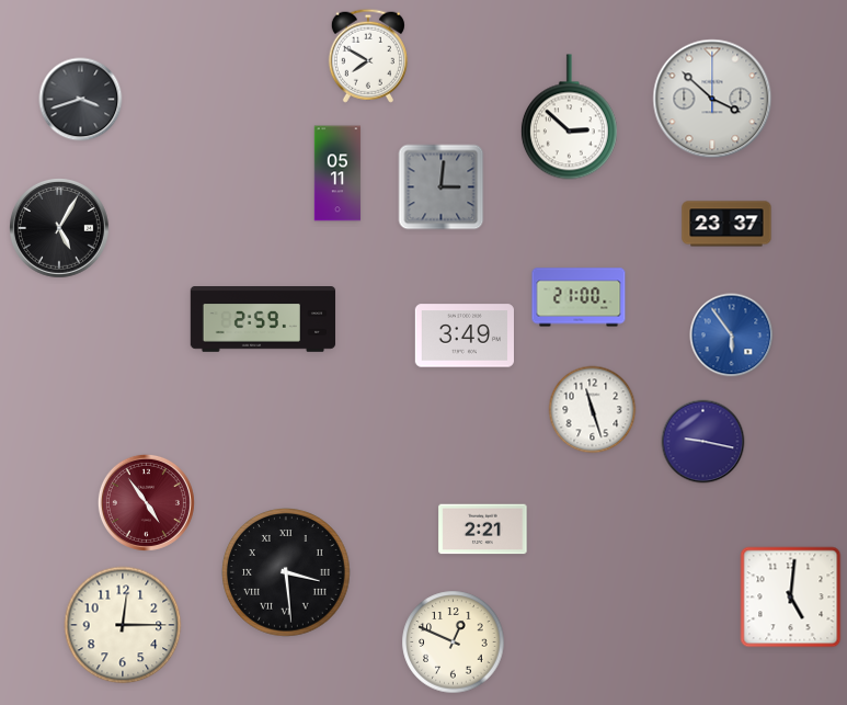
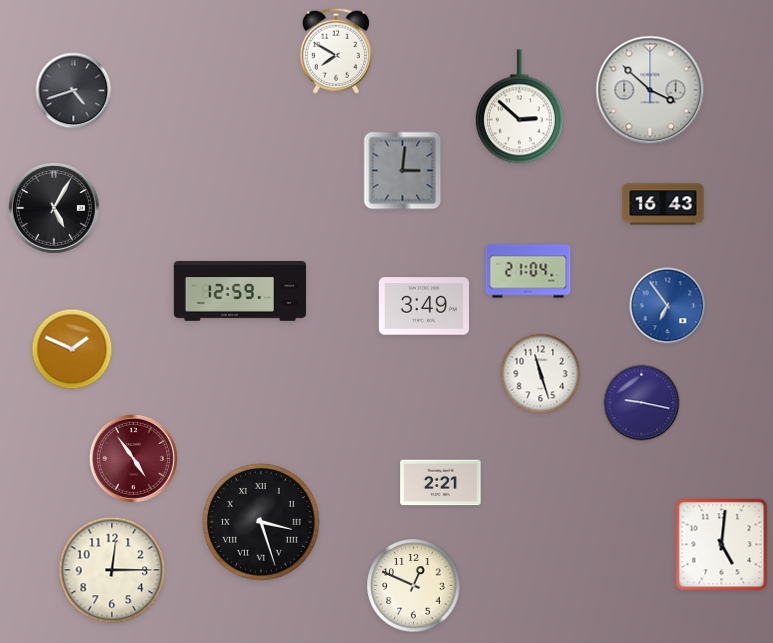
clock at (81, 100): 3:42 -> 4:42
clock at (337, 173): 05:11 -> none
clock at (726, 224): 23:37 -> 16:43
clock at (579, 297): 21:00 -> 21:04
clock at (263, 320): 2:59 -> 12:59
clock at (732, 336): 5:54 -> 6:54
clock at (72, 349): none -> 1:49
clock at (286, 572): 3:29 -> 3:27
